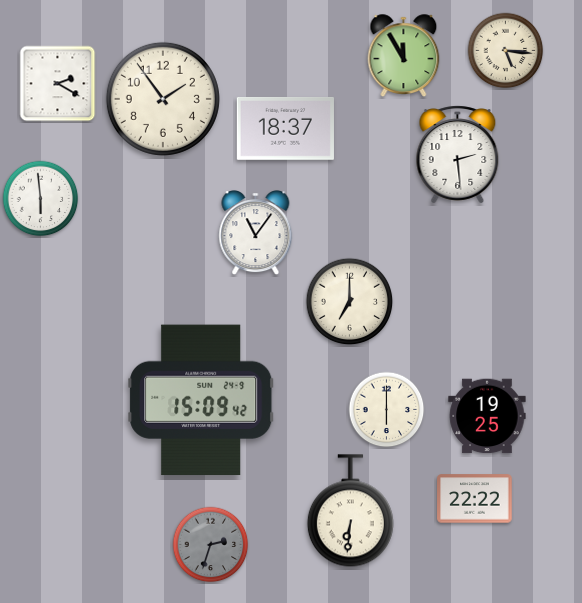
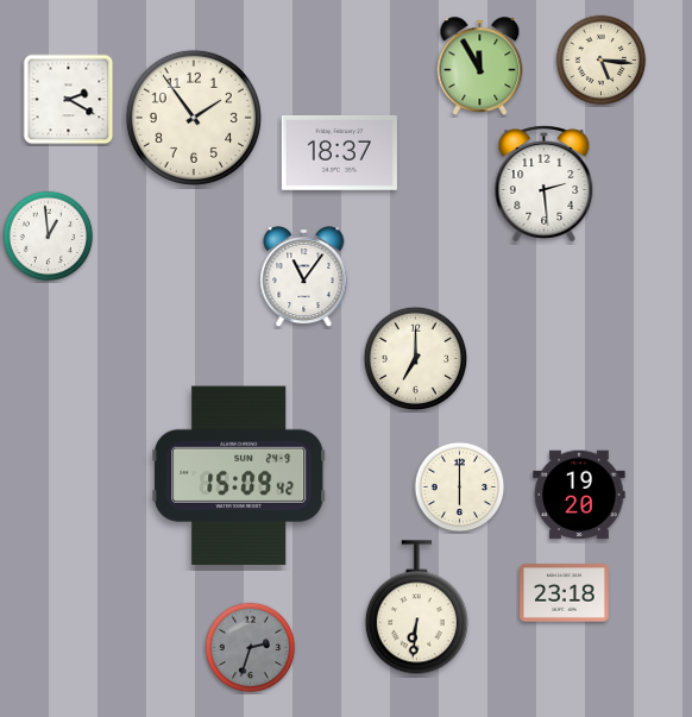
clock at (41, 199): 5:59 -> 12:59
clock at (487, 416): 19:25 -> 19:20
clock at (475, 499): 22:22 -> 23:18
